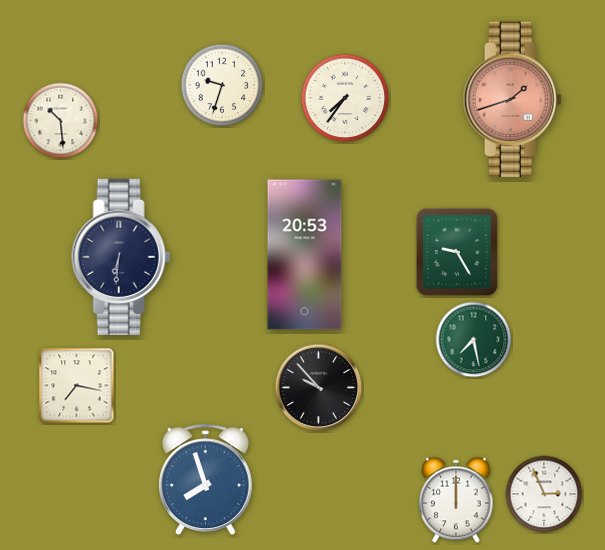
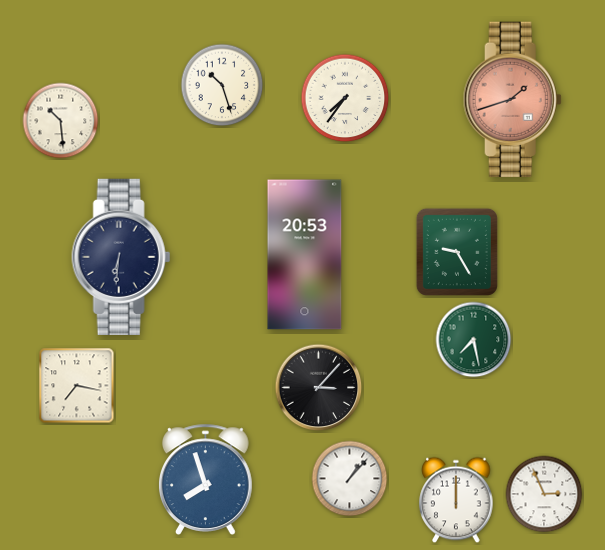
clock at (222, 85): 9:33 -> 10:27
clock at (319, 388): 9:53 -> 3:07
clock at (350, 479): none -> 1:07
